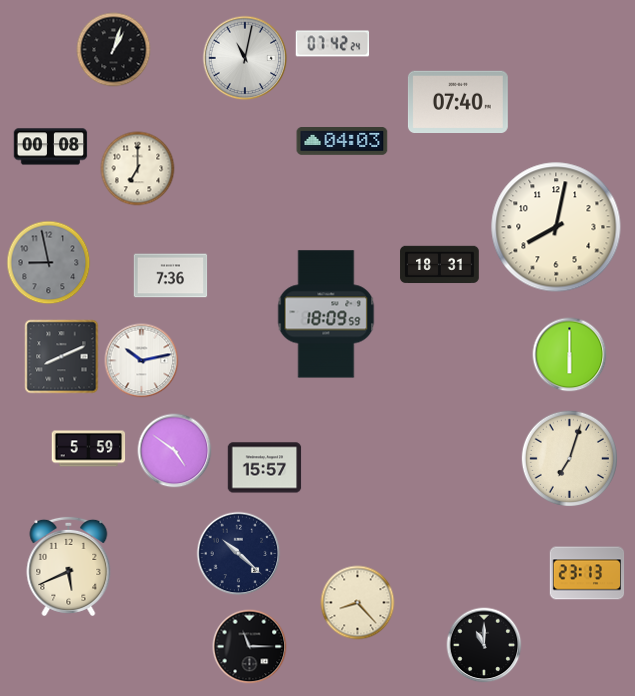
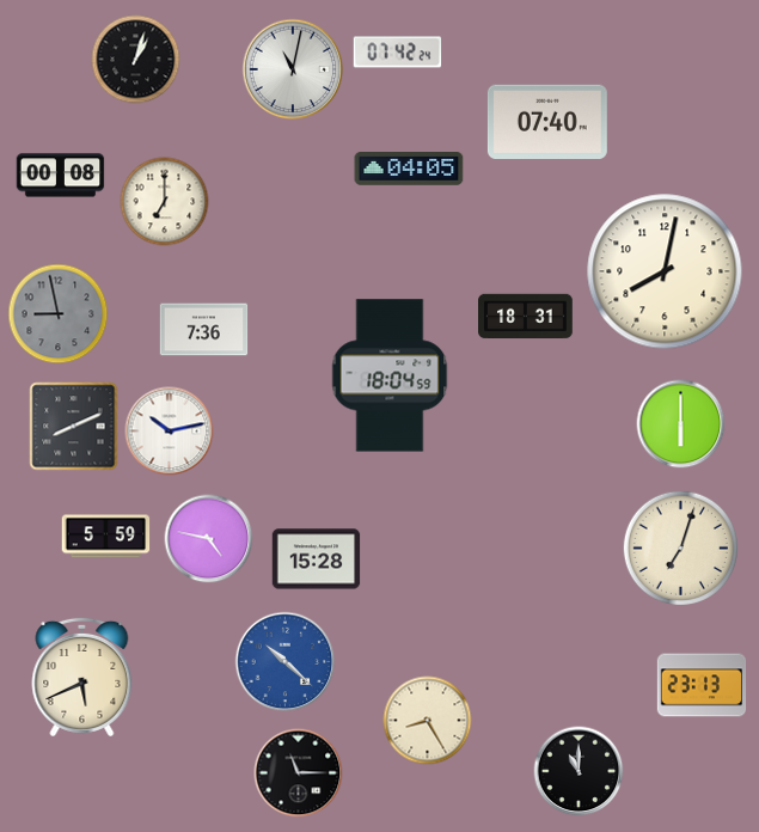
clock at (342, 142): 04:03 -> 04:05
clock at (326, 314): 18:09 -> 18:04
clock at (175, 451): 4:51 -> 4:47
clock at (265, 468): 15:57 -> 15:28
clock at (239, 554) dial: navy -> blue
clock at (358, 603): 8:23 -> 8:25
